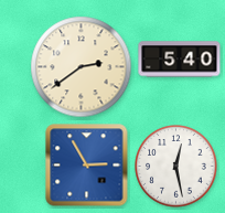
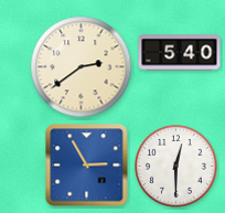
clock at (180, 60) position: (180, 60) -> (180, 53)
clock at (176, 167): 12:28 -> 12:30
